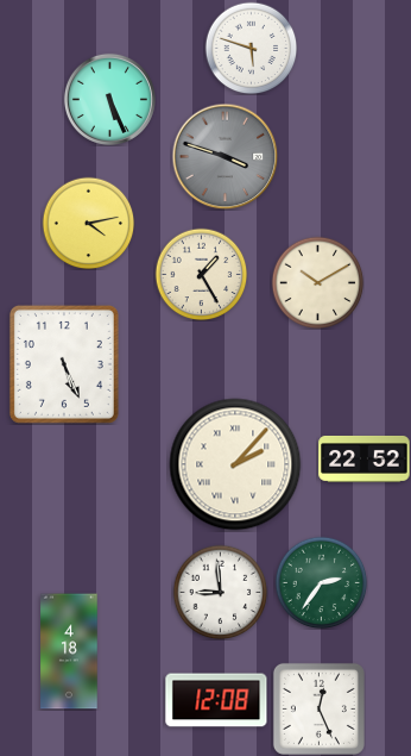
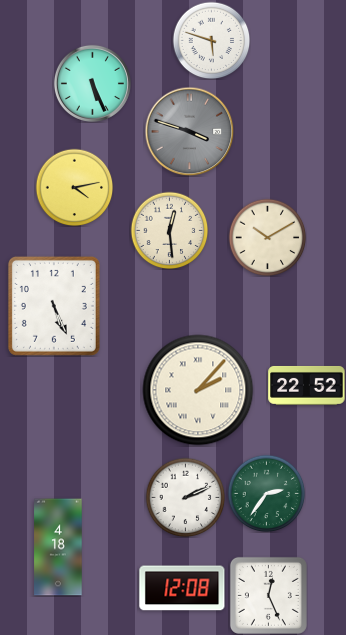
clock at (201, 274): 1:25 -> 12:29
clock at (321, 582) position: (321, 582) -> (266, 493)
clock at (220, 592): 8:59 -> 2:11
